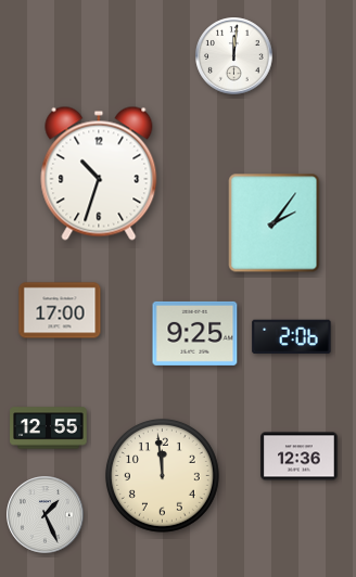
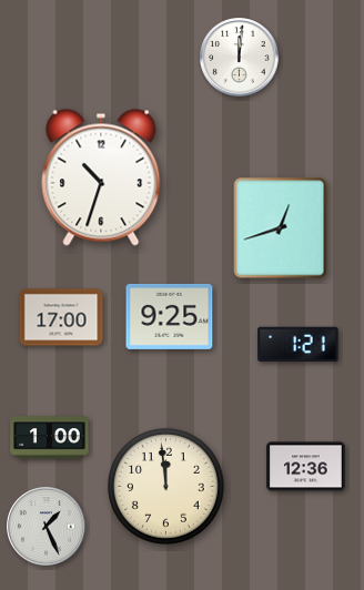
clock at (275, 223): 2:06 -> 12:42
clock at (195, 333) position: (195, 333) -> (170, 316)
clock at (292, 337): 2:06 -> 1:21
clock at (49, 428): 12:55 -> 1:00
